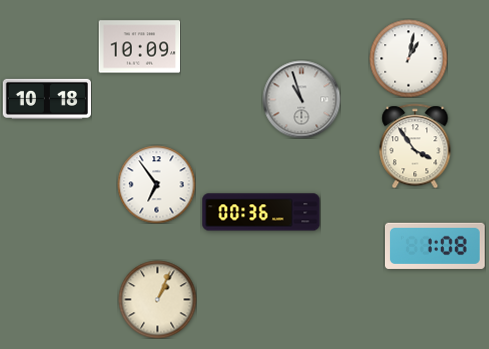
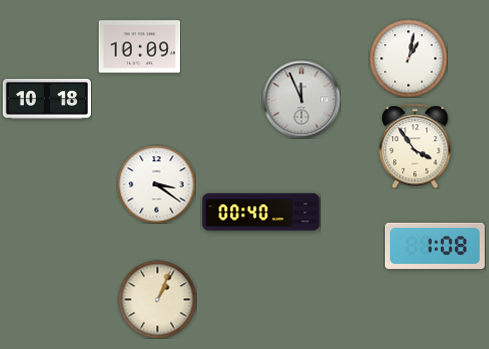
clock at (301, 99): 10:57 -> 11:56
clock at (156, 184): 6:54 -> 3:21
clock at (261, 212): 00:36 -> 00:40
